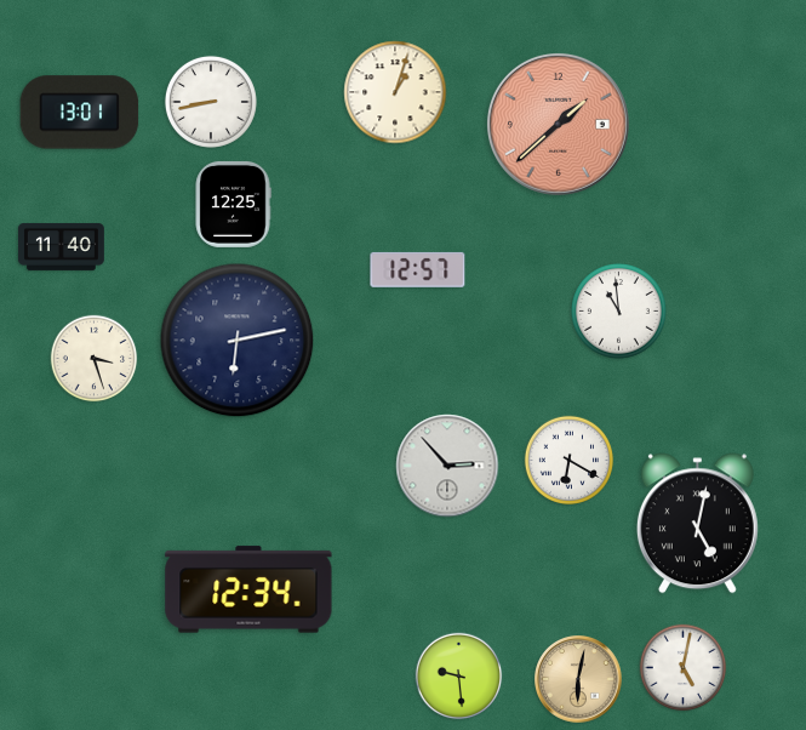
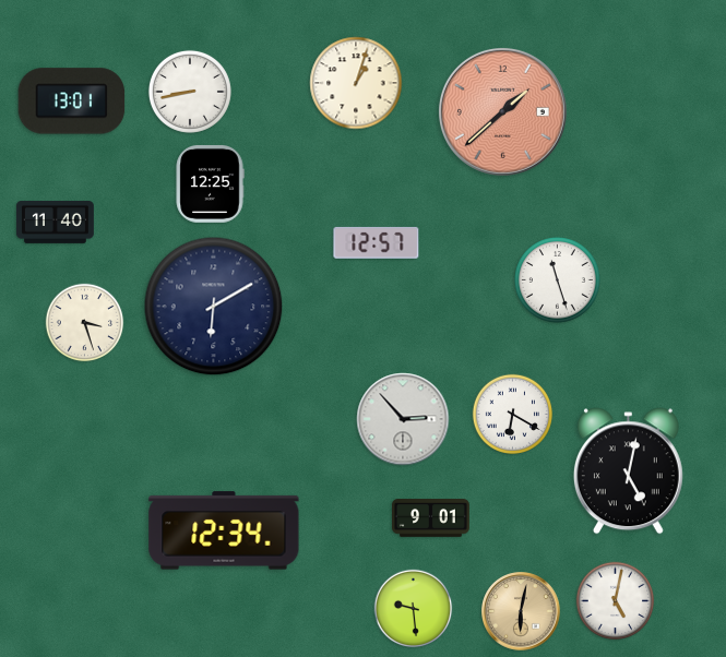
clock at (619, 312): 10:59 -> 11:27
clock at (238, 341): 6:13 -> 6:10
clock at (431, 518): none -> 9:01
